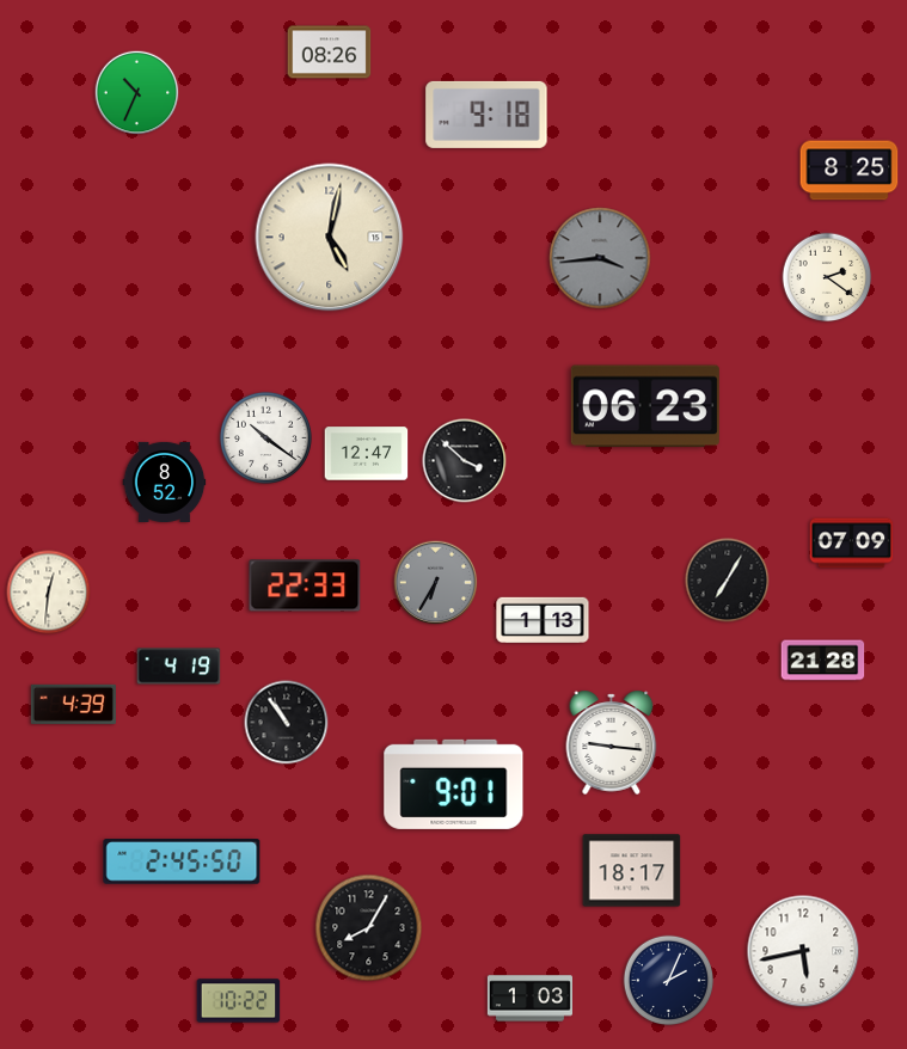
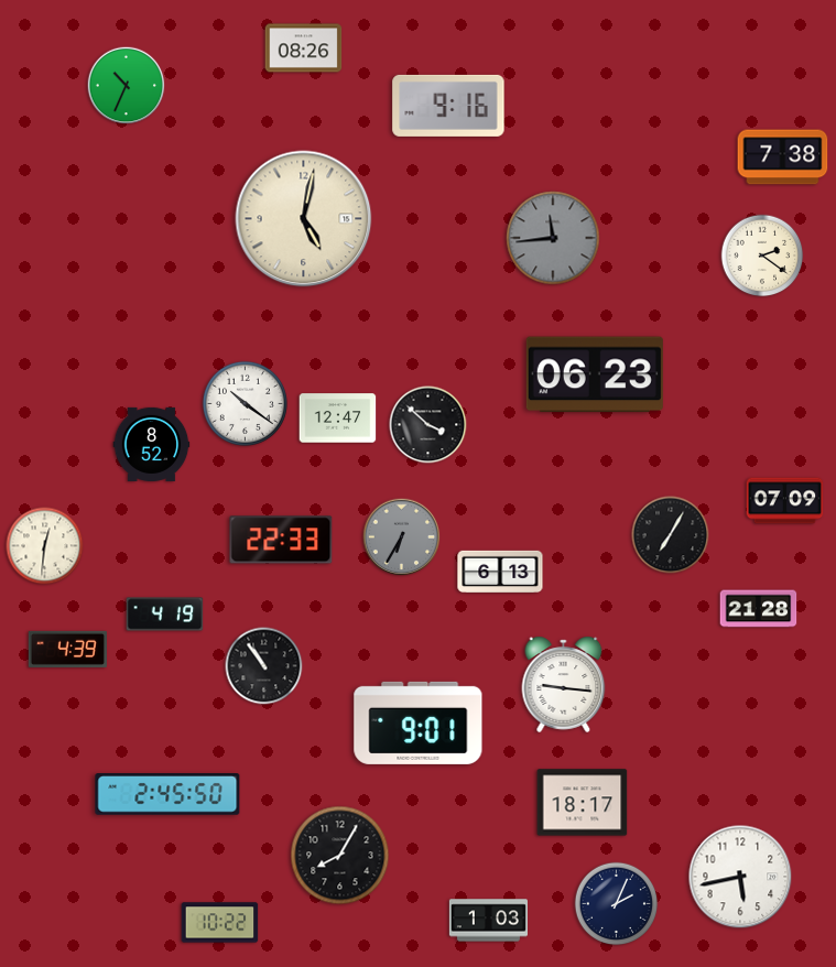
clock at (486, 115): 9:18 -> 9:16
clock at (850, 171): 8:25 -> 7:38
clock at (600, 258): 3:44 -> 11:44
clock at (543, 619): 1:13 -> 6:13
